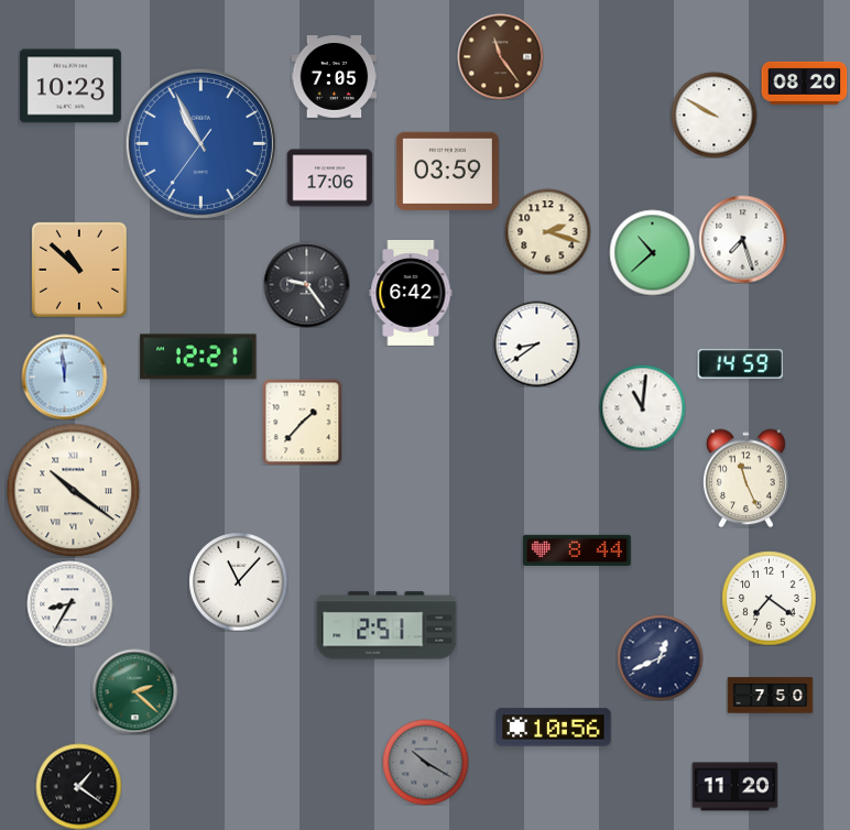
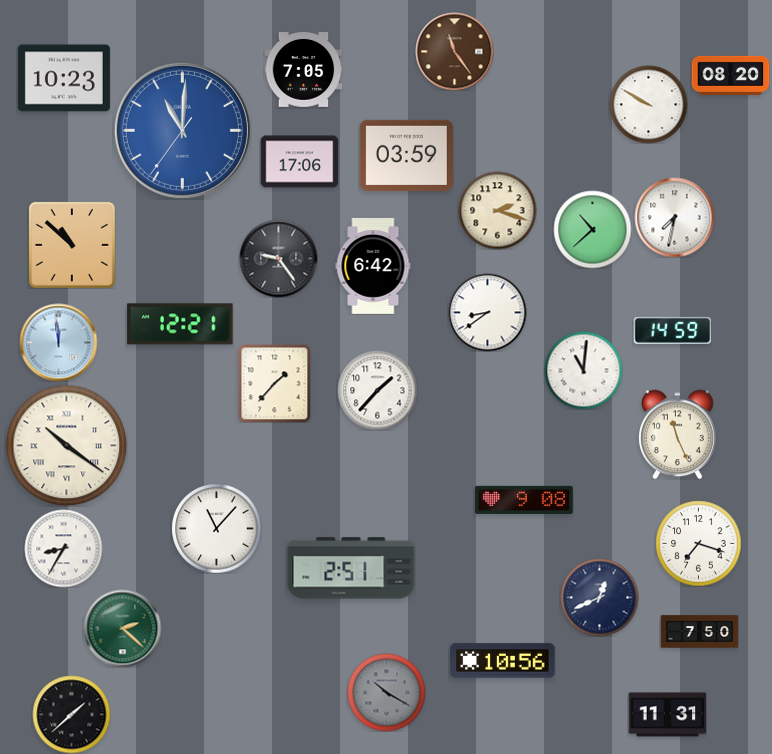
clock at (200, 143): 10:55 -> 11:00
clock at (742, 239): 7:27 -> 7:32
clock at (377, 390): none -> 1:37
clock at (578, 550): 8:44 -> 9:08
clock at (769, 598): 7:21 -> 7:18
clock at (78, 786): 1:21 -> 1:38
clock at (734, 787): 11:20 -> 11:31
